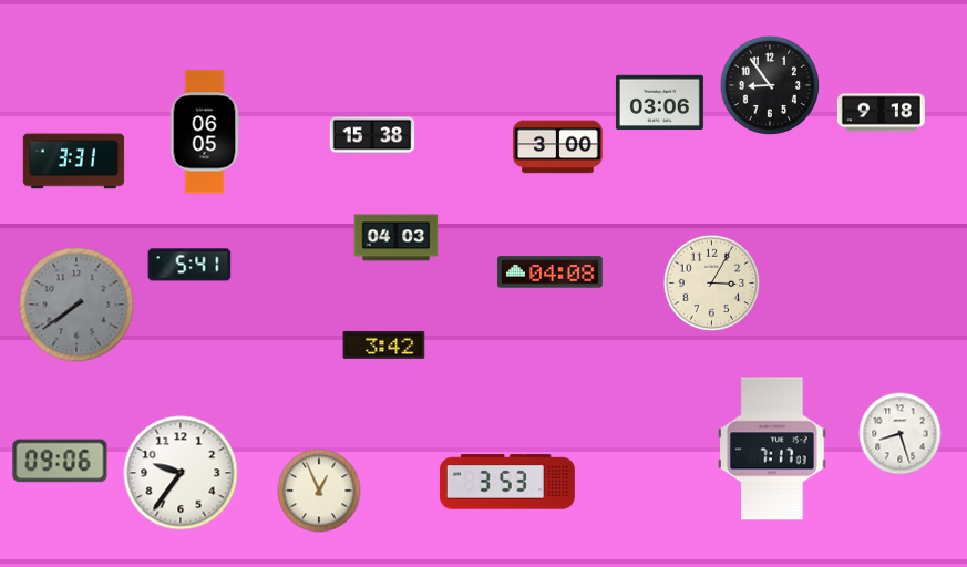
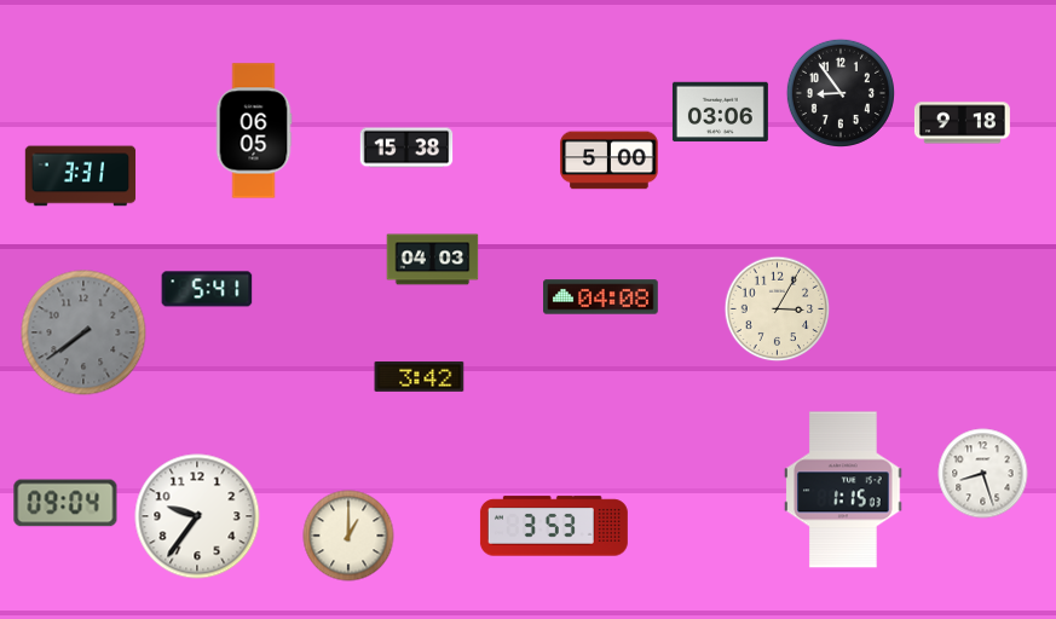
clock at (205, 132) position: (205, 132) -> (254, 131)
clock at (558, 147): 3:00 -> 5:00
clock at (772, 449): 7:17 -> 1:15
clock at (60, 461): 09:06 -> 09:04
clock at (319, 491): 12:56 -> 1:00
